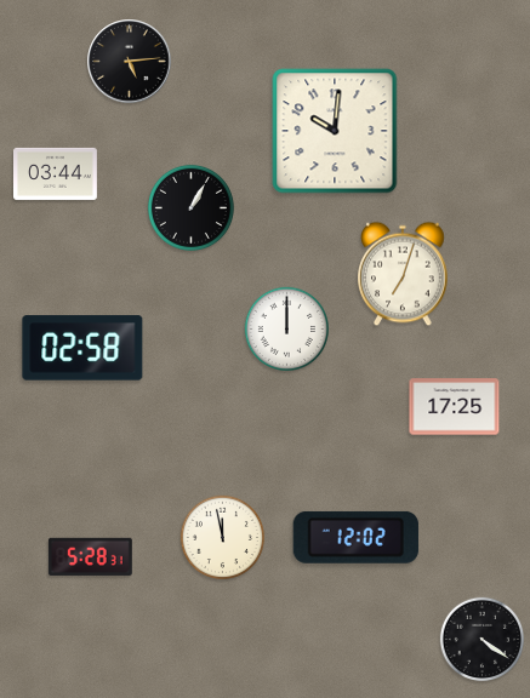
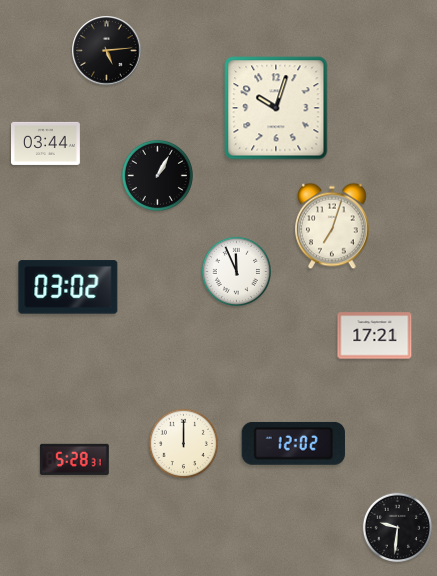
clock at (335, 131): 10:01 -> 10:03
clock at (190, 207) position: (190, 207) -> (157, 175)
clock at (286, 328): 12:00 -> 11:56
clock at (82, 348): 02:58 -> 03:02
clock at (455, 407): 17:25 -> 17:21
clock at (222, 537): 11:58 -> 12:00
clock at (481, 639): 4:21 -> 9:31
